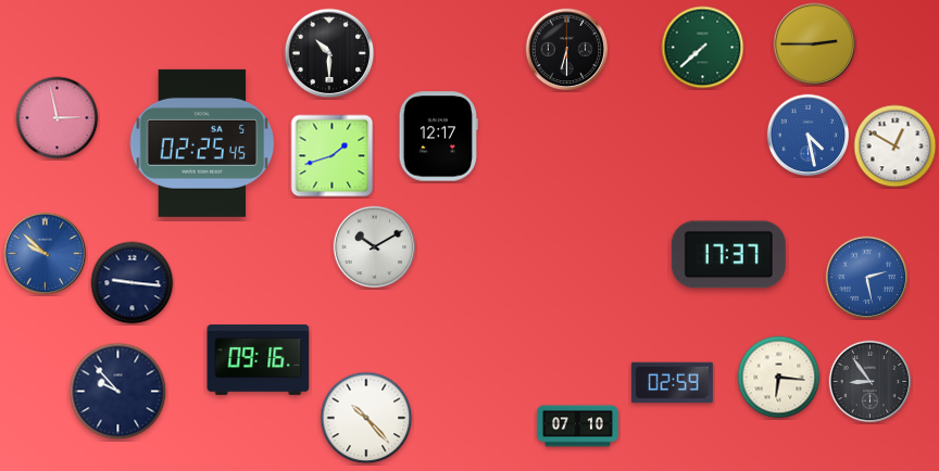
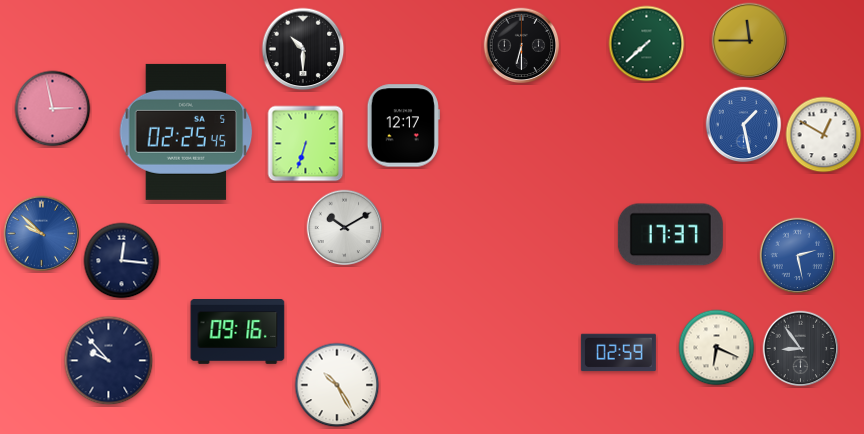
clock at (815, 44): 2:45 -> 11:45
clock at (809, 136): 4:28 -> 1:28
clock at (333, 156): 1:42 -> 6:33
clock at (133, 283): 9:16 -> 12:16
clock at (779, 378): 6:16 -> 6:19
clock at (871, 382) position: (871, 382) -> (801, 349)
clock at (366, 418): 10:23 -> 10:25
clock at (577, 427): 07:10 -> none
